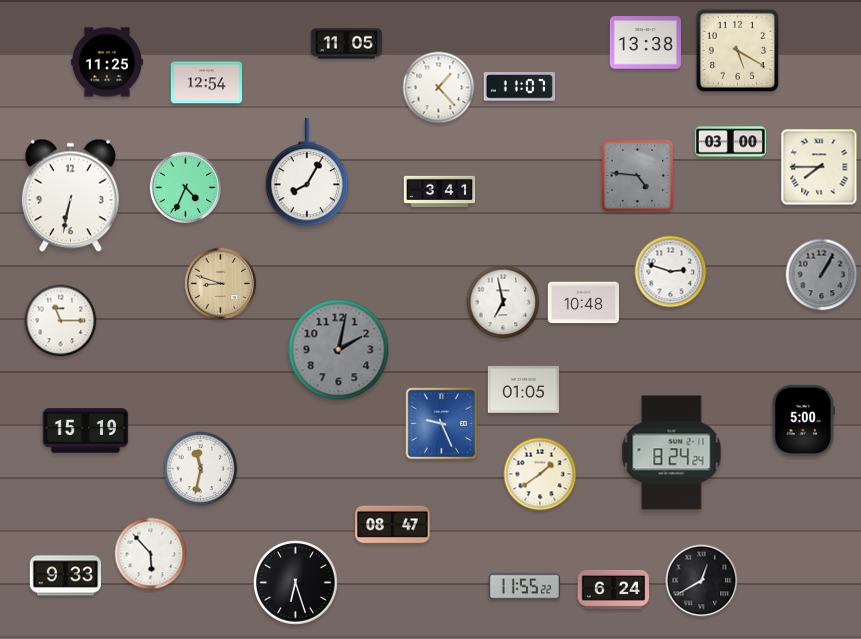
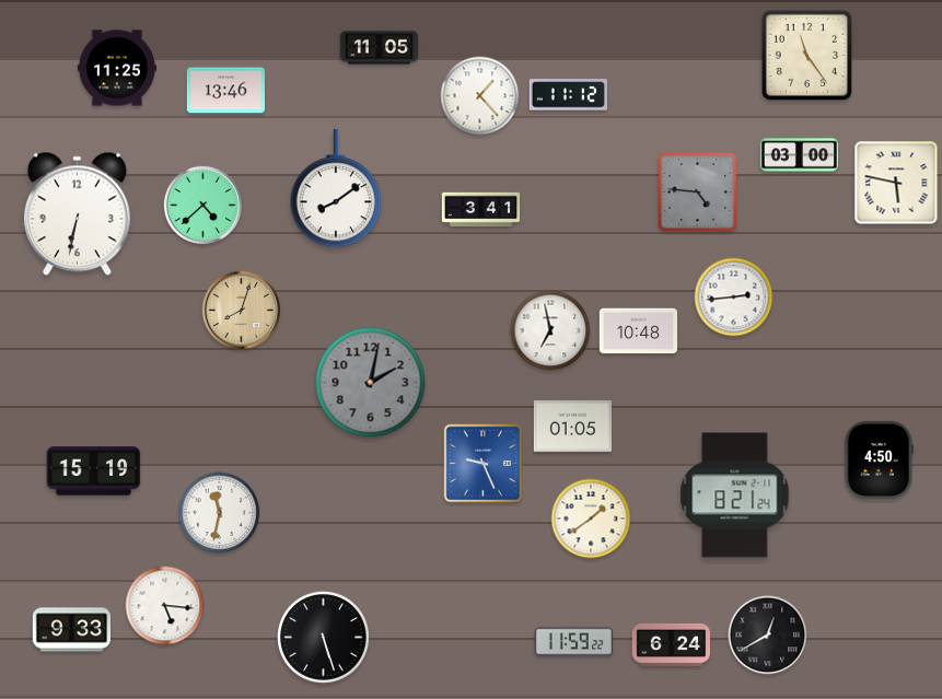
clock at (645, 43): 13:38 -> none
clock at (737, 50): 5:20 -> 11:24
clock at (206, 83): 12:54 -> 13:46
clock at (519, 87): 11:07 -> 11:12
clock at (819, 167): 7:45 -> 5:47
clock at (306, 173): 8:05 -> 8:09
clock at (185, 187): 4:34 -> 4:38
clock at (671, 272): 2:48 -> 2:44
clock at (822, 275): 1:05 -> none
clock at (220, 283): 8:48 -> 8:03
clock at (61, 321): 11:15 -> none
clock at (803, 420): 5:00 -> 4:50
clock at (672, 453): 8:24 -> 8:21
clock at (393, 525): 08:47 -> none
clock at (151, 554): 5:53 -> 5:16
clock at (296, 583): 6:27 -> 5:27
clock at (524, 587): 11:55 -> 11:59
